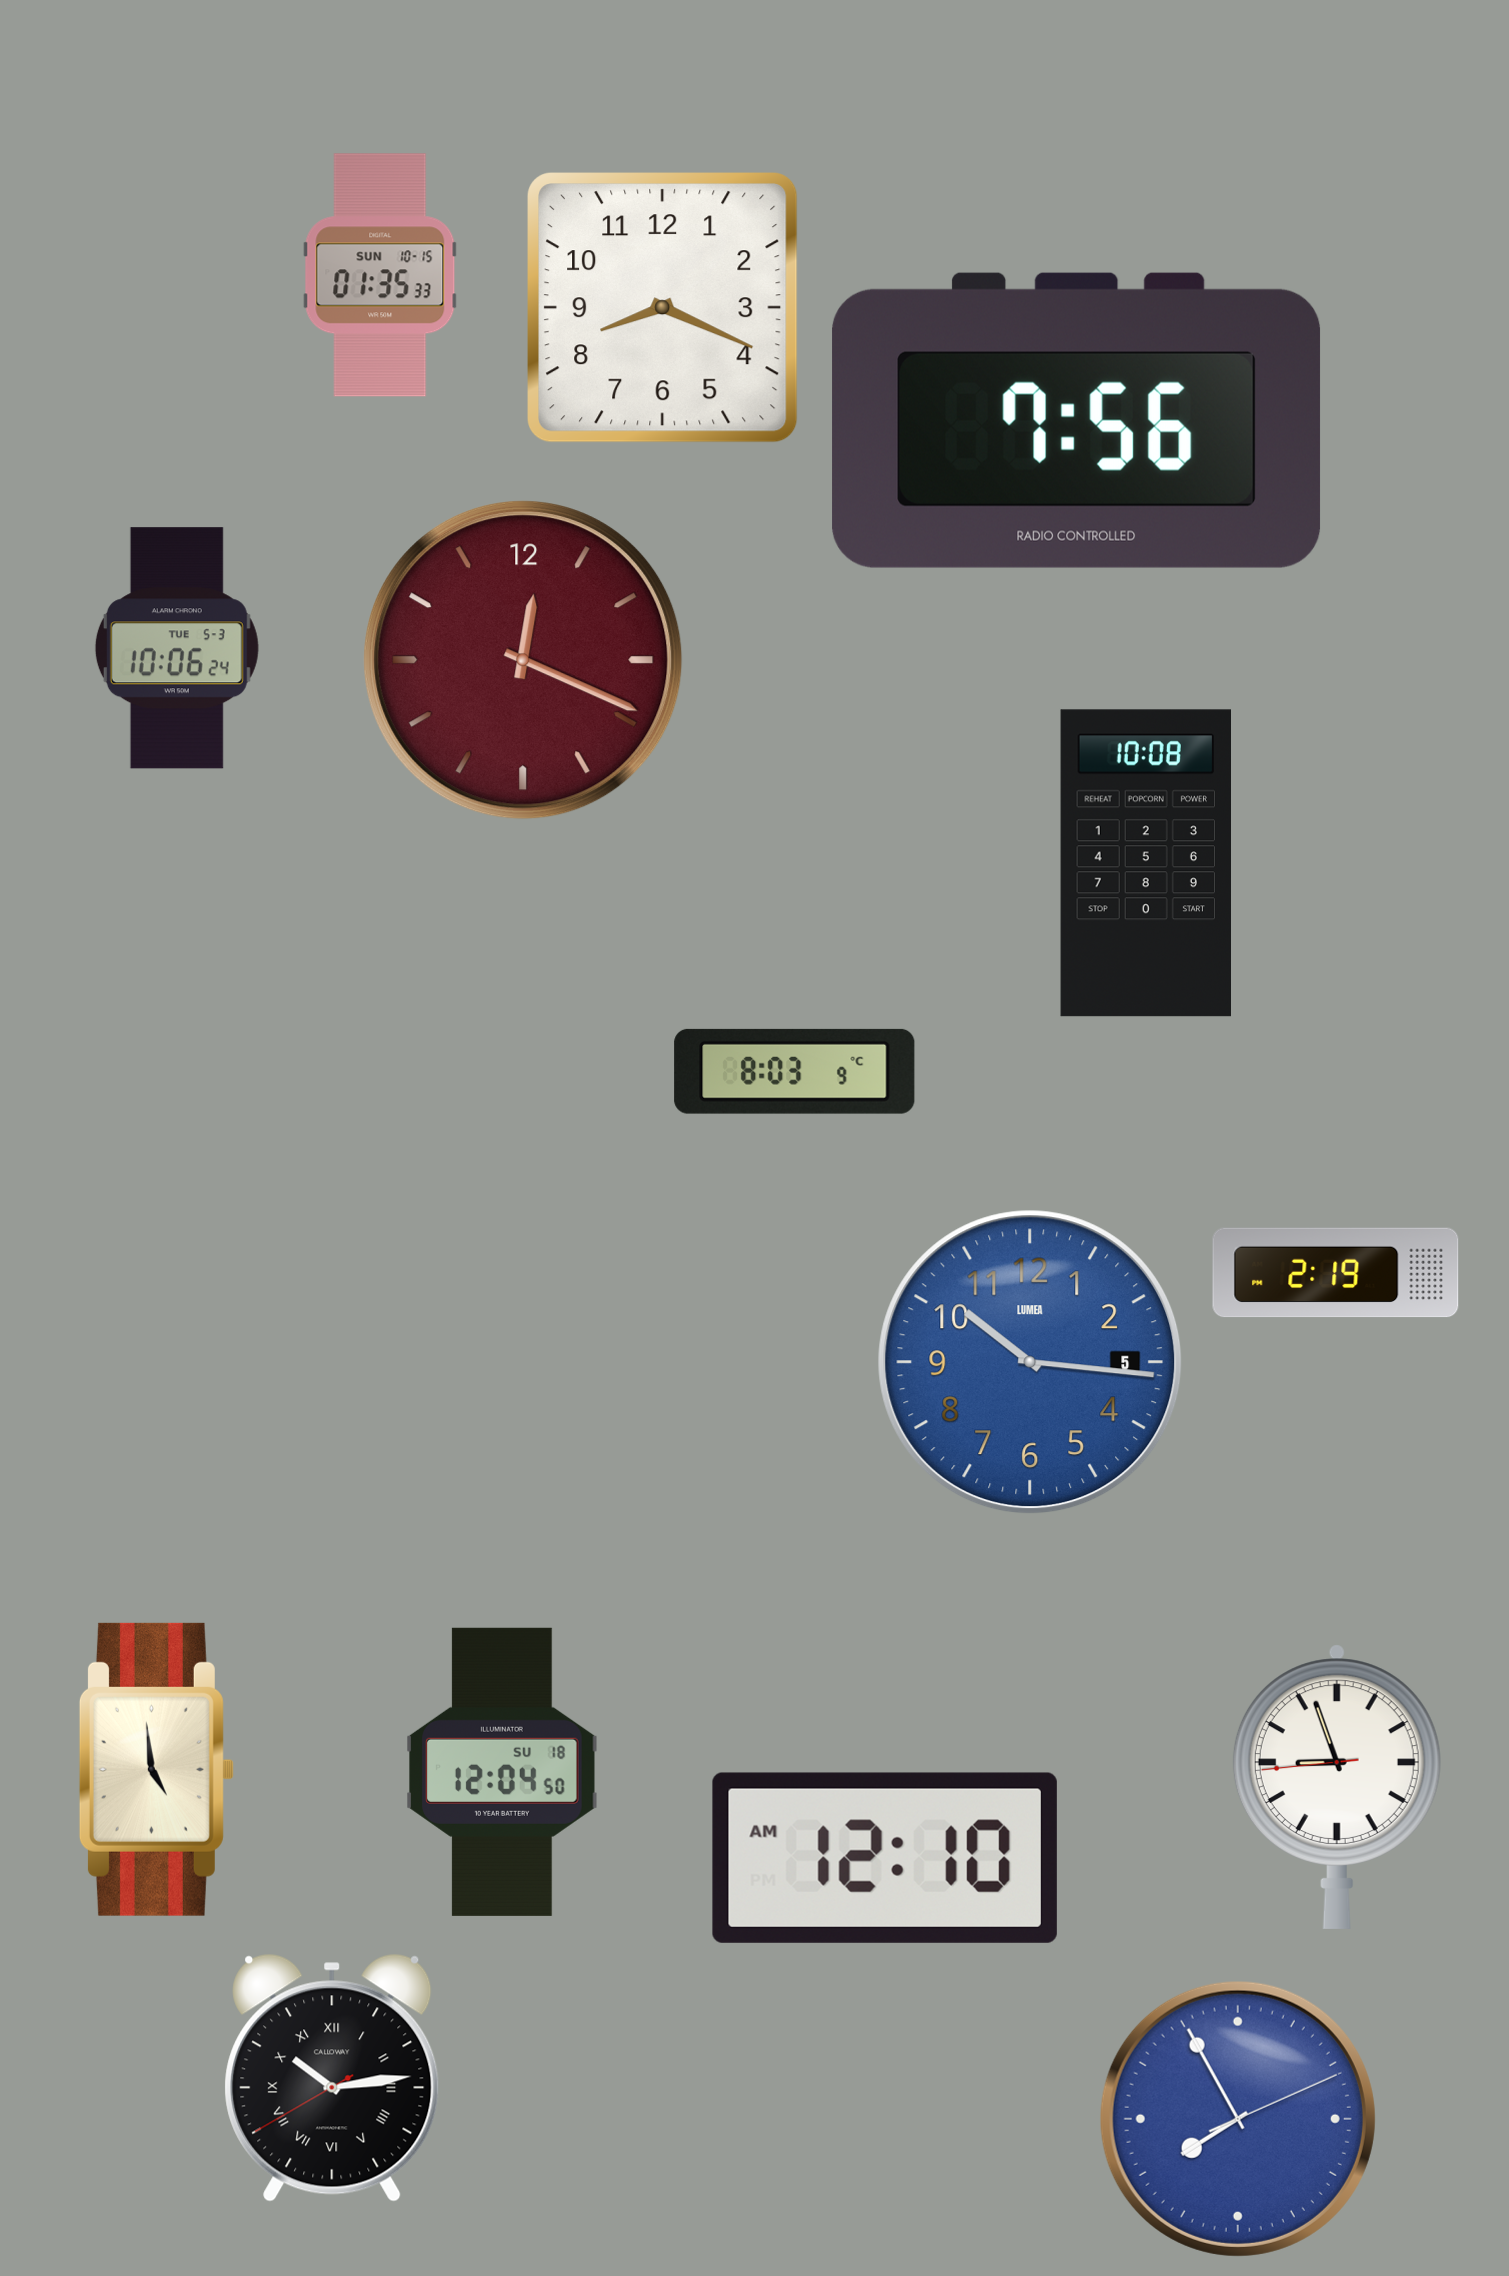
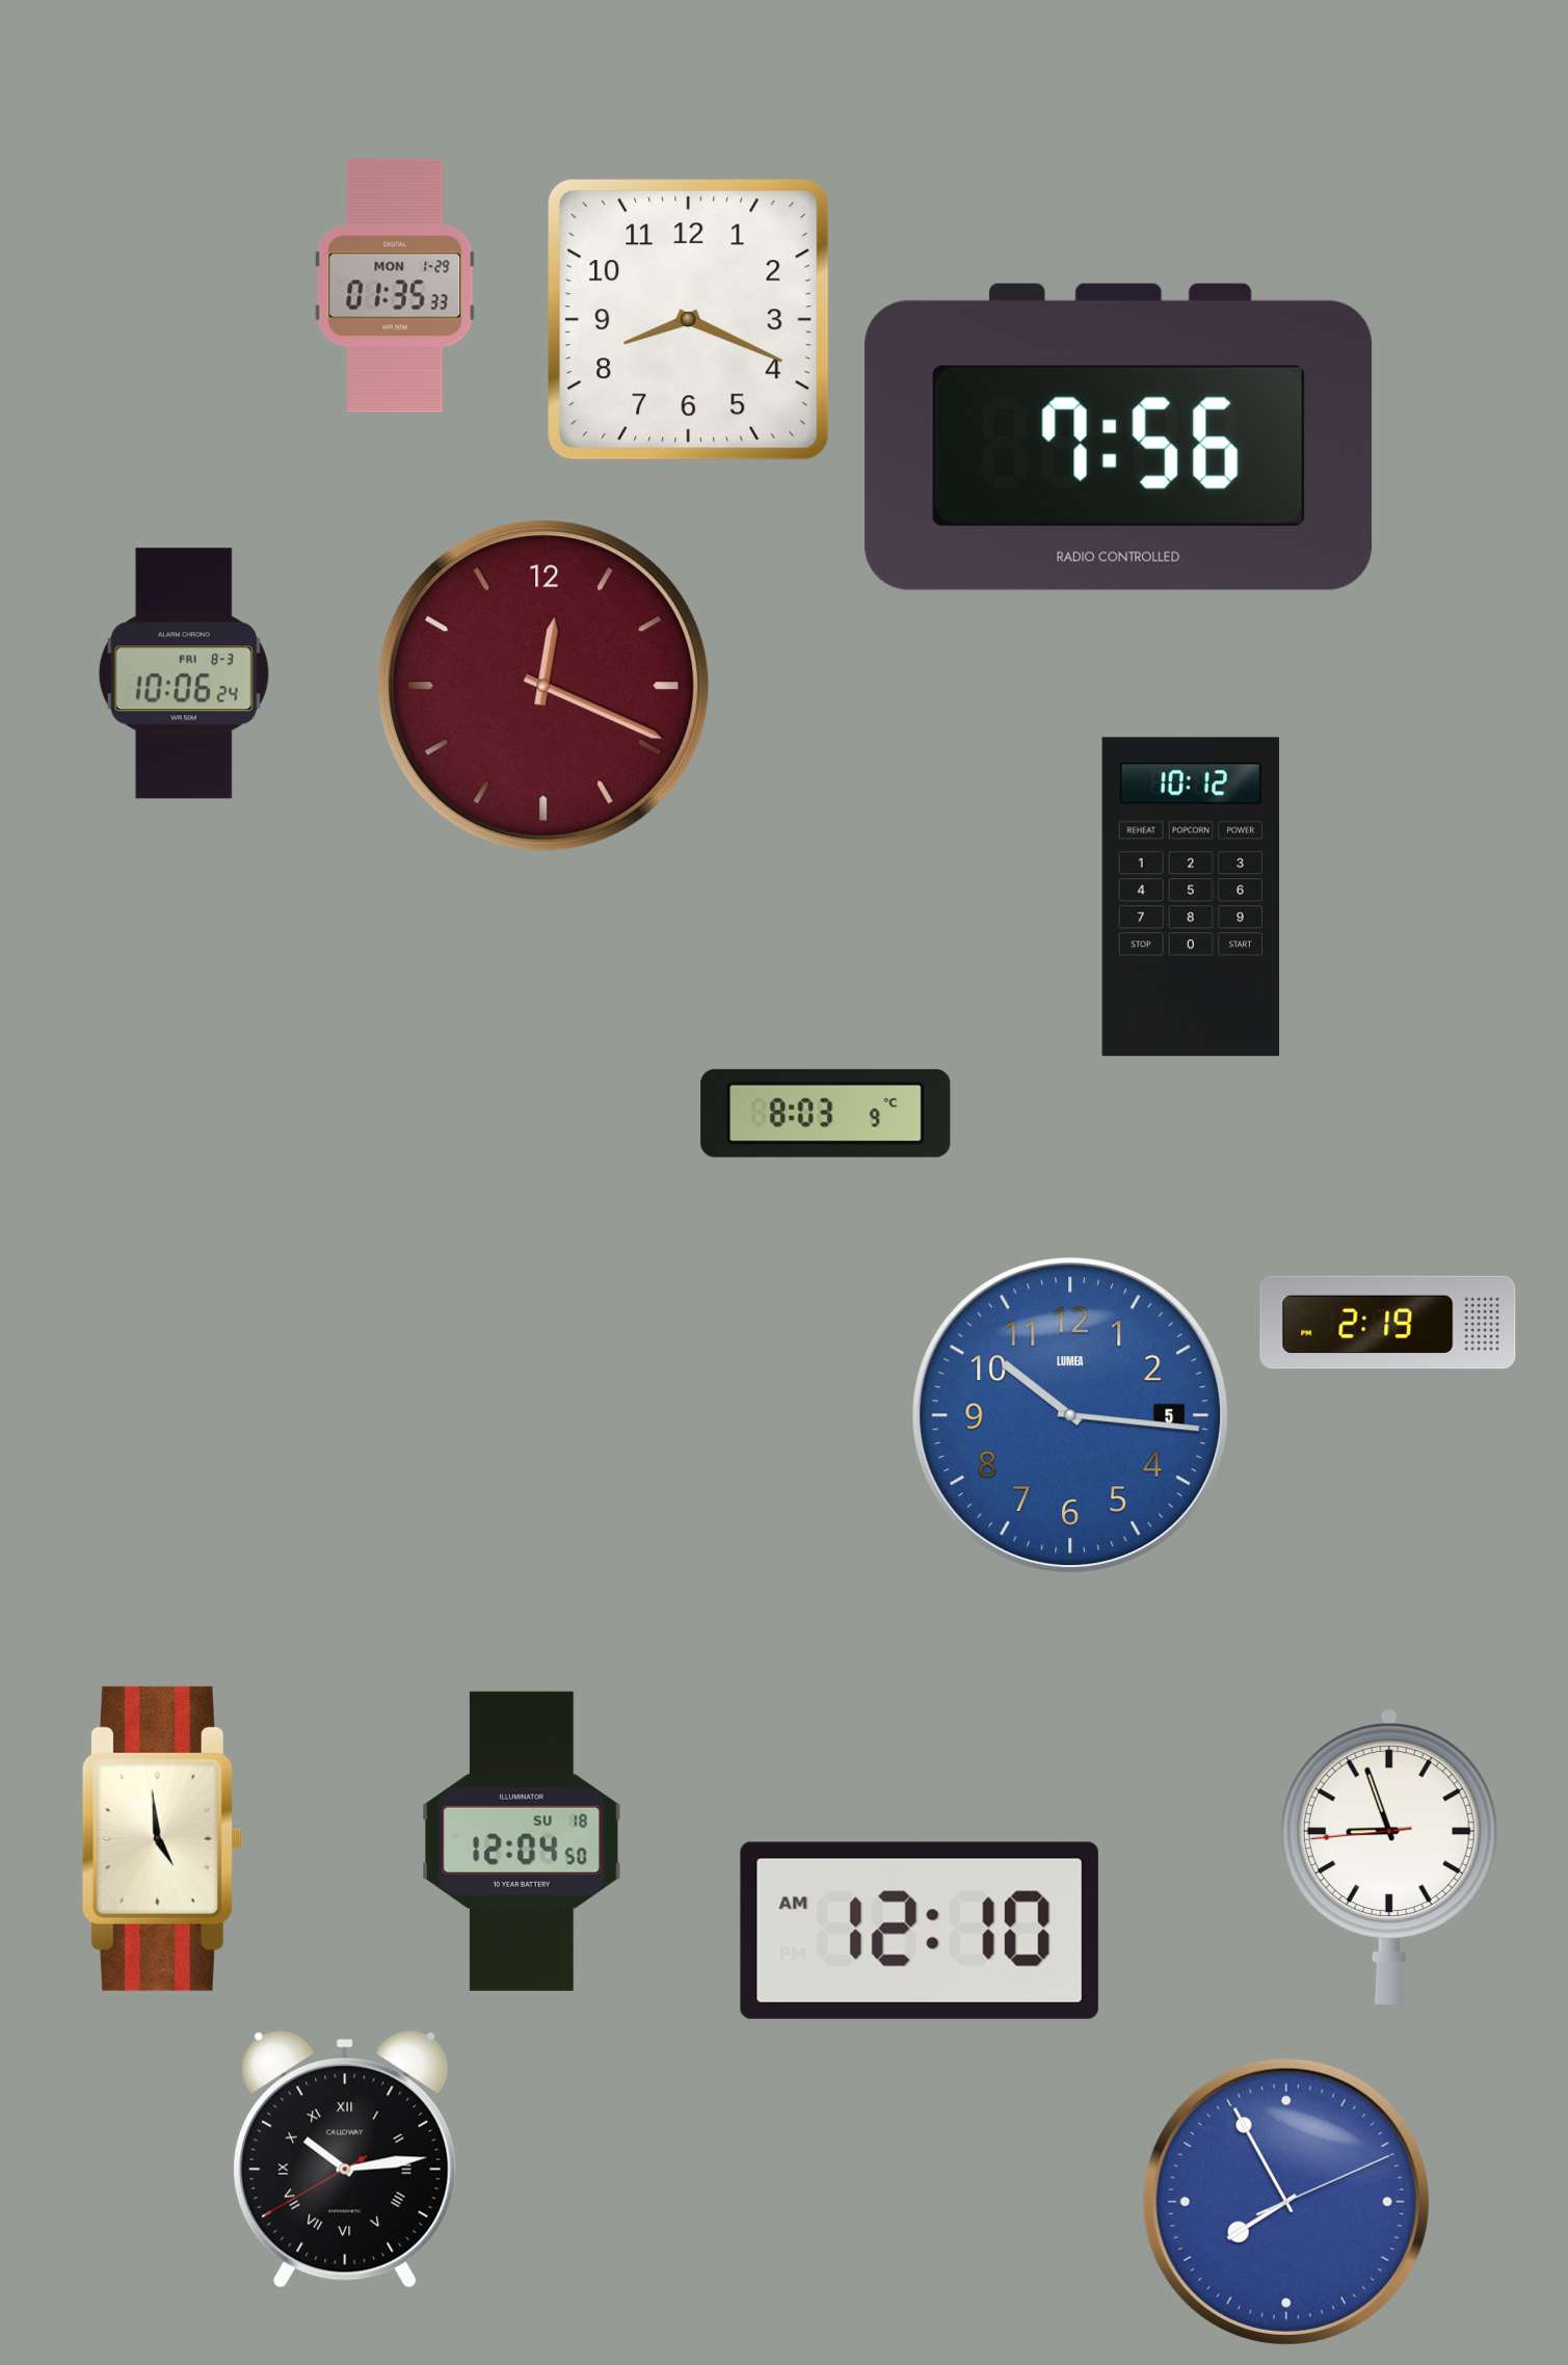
clock at (380, 275) date: SUN 10-15 -> MON 1-29
clock at (177, 648) date: TUE 5-3 -> FRI 8-3
clock at (1145, 863): 10:08 -> 10:12
